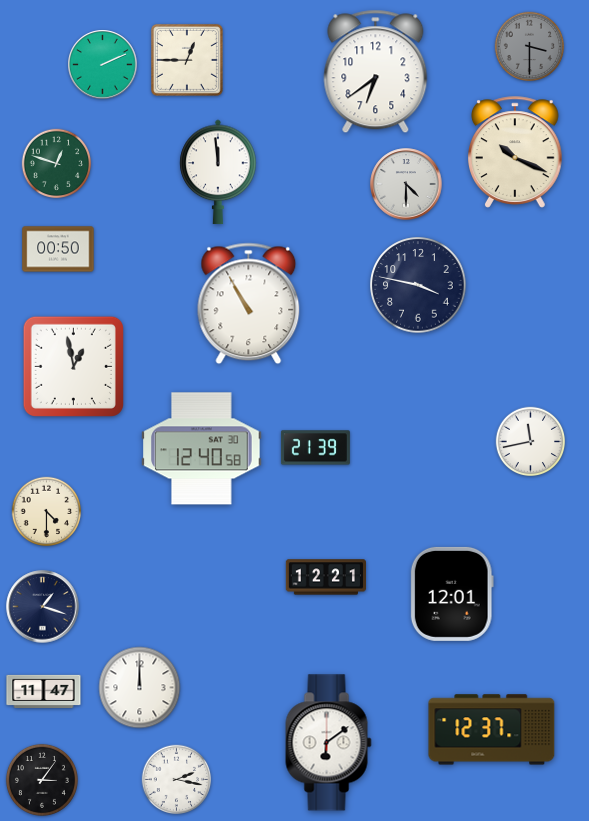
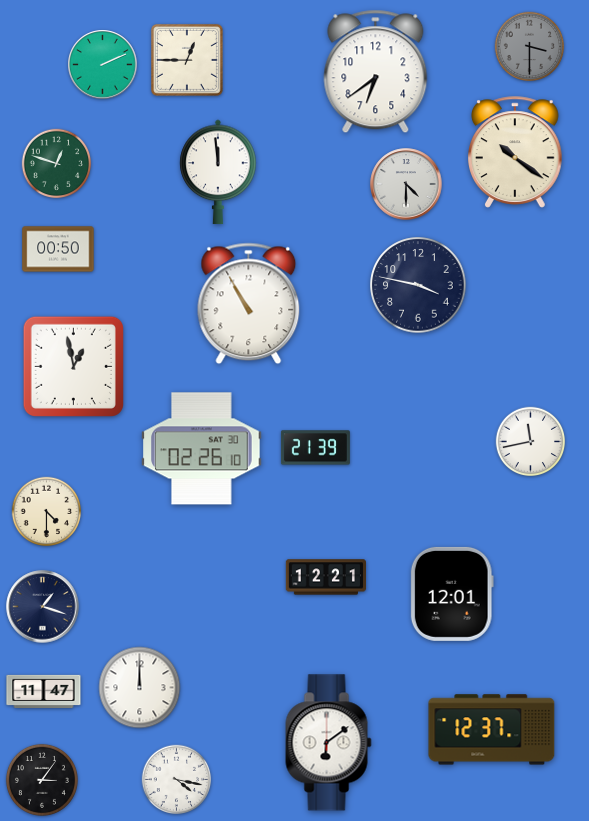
clock at (516, 152): 10:19 -> 10:21
clock at (202, 449): 12:40 -> 02:26
clock at (177, 780): 2:17 -> 4:17
